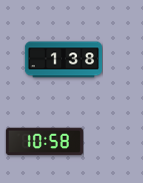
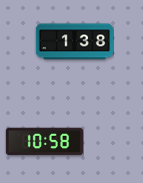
clock at (63, 60) position: (63, 60) -> (74, 42)
